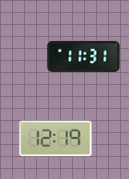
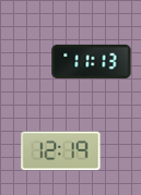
clock at (84, 56): 11:31 -> 11:13
